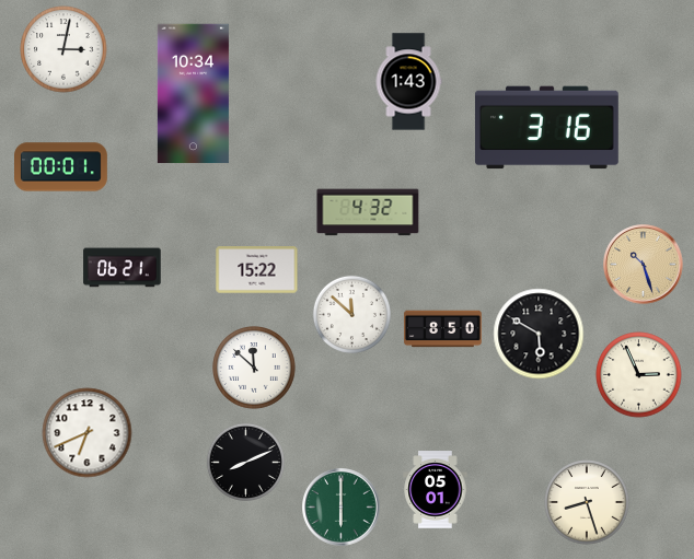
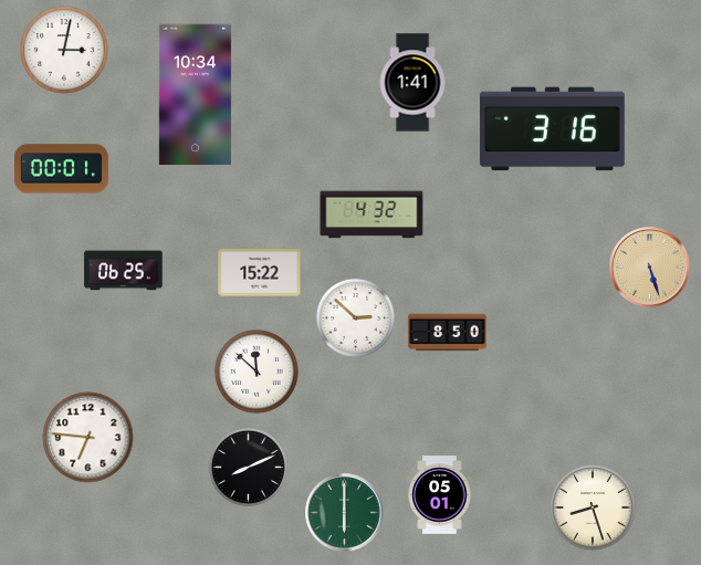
clock at (408, 82): 1:43 -> 1:41
clock at (644, 265): 10:27 -> 5:27
clock at (123, 268): 06:21 -> 06:25
clock at (351, 314): 11:52 -> 2:52
clock at (539, 334): 5:50 -> none
clock at (639, 375): 2:56 -> none
clock at (88, 433): 6:41 -> 6:46
